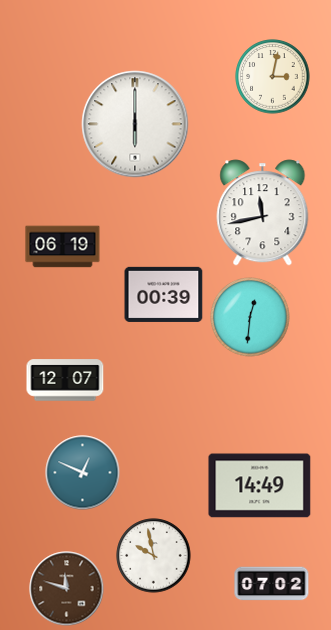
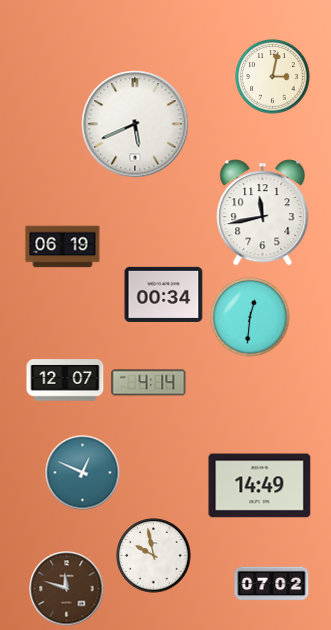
clock at (135, 124): 6:00 -> 5:41
clock at (164, 294): 00:39 -> 00:34
clock at (149, 383): none -> 4:14
